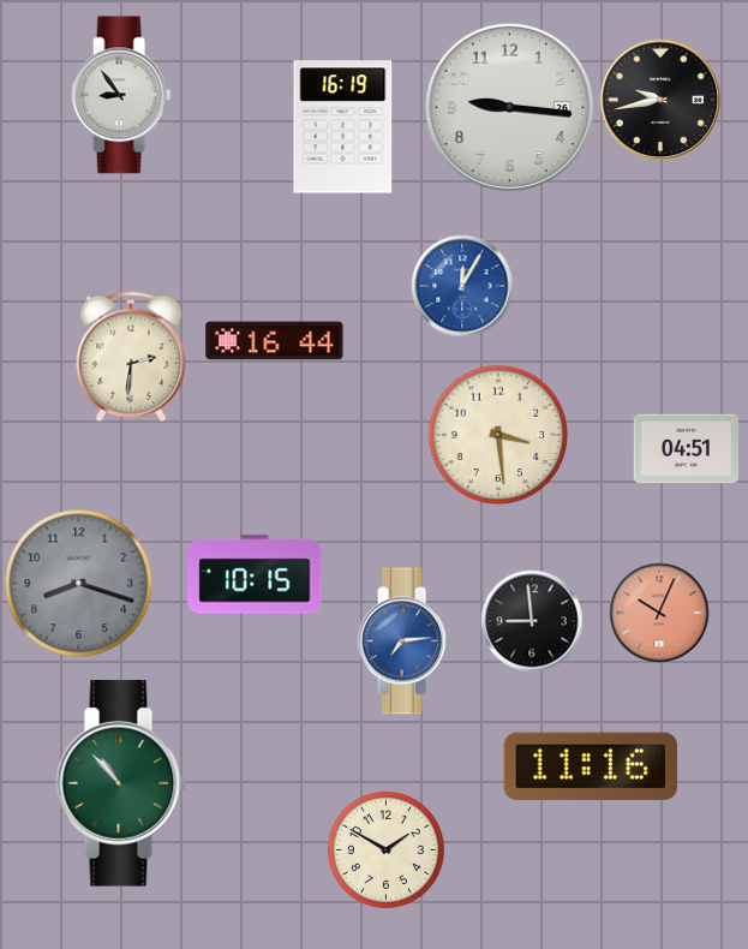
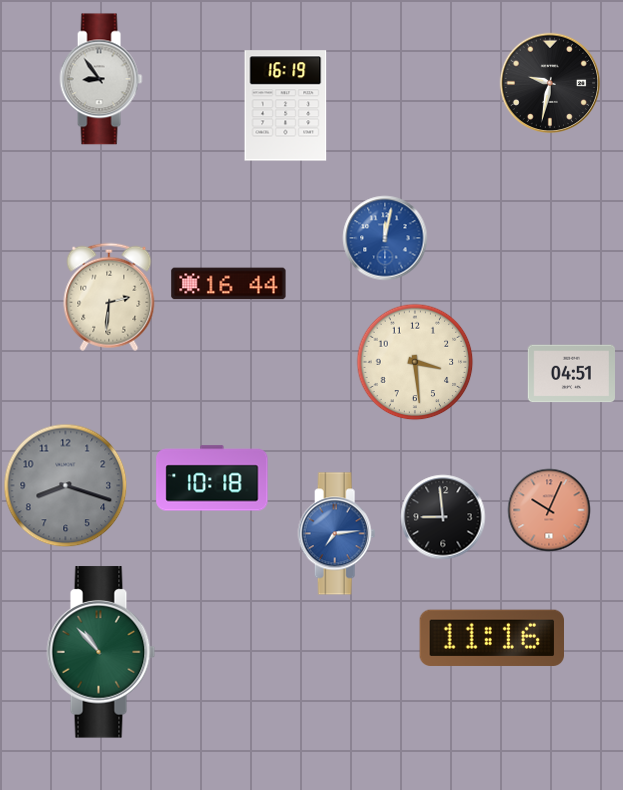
clock at (660, 100): 9:43 -> 9:32
clock at (509, 107): 9:16 -> none
clock at (462, 286): 12:05 -> 12:02
clock at (255, 574): 10:15 -> 10:18
clock at (385, 849): 1:50 -> none
